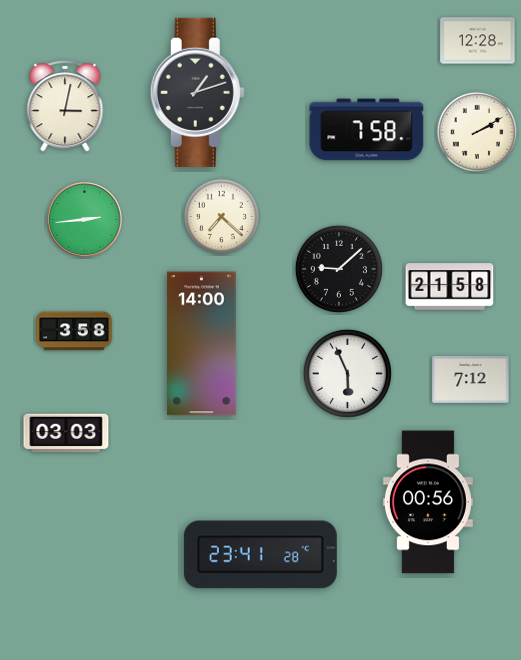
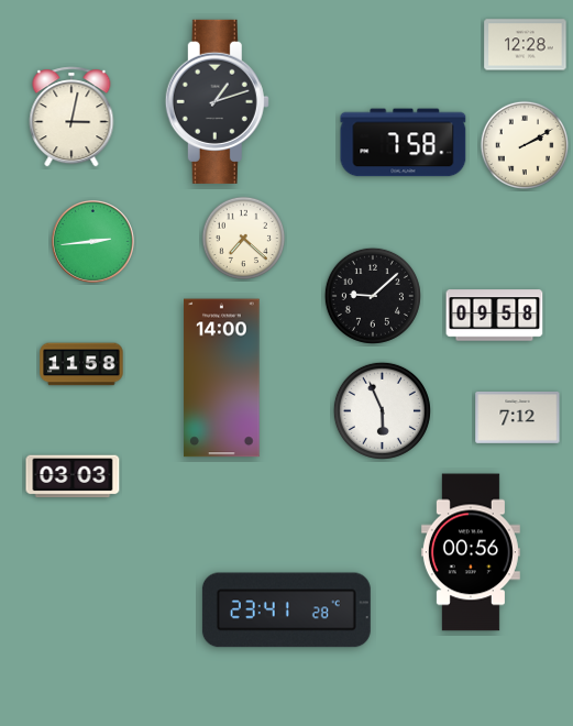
clock at (450, 287): 21:58 -> 09:58
clock at (74, 331): 3:58 -> 11:58
